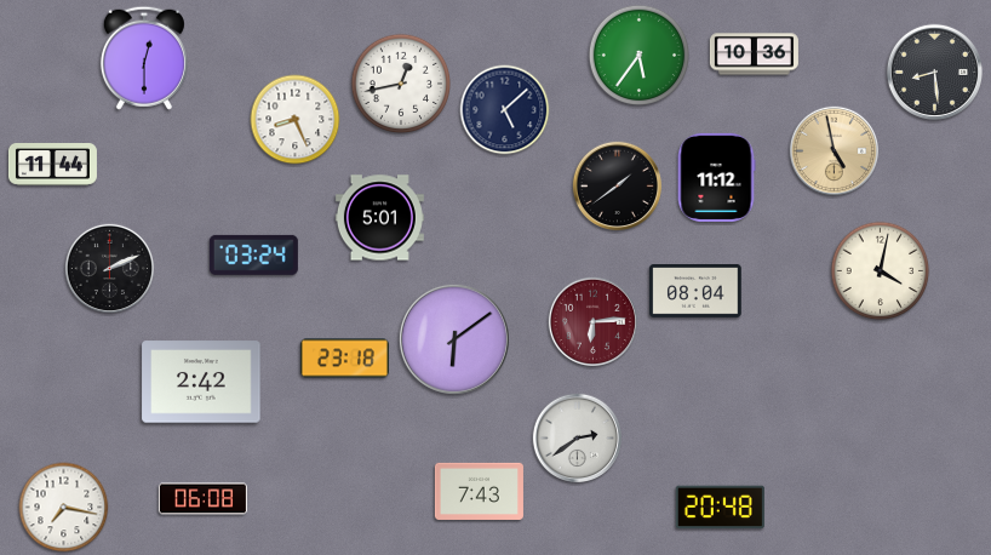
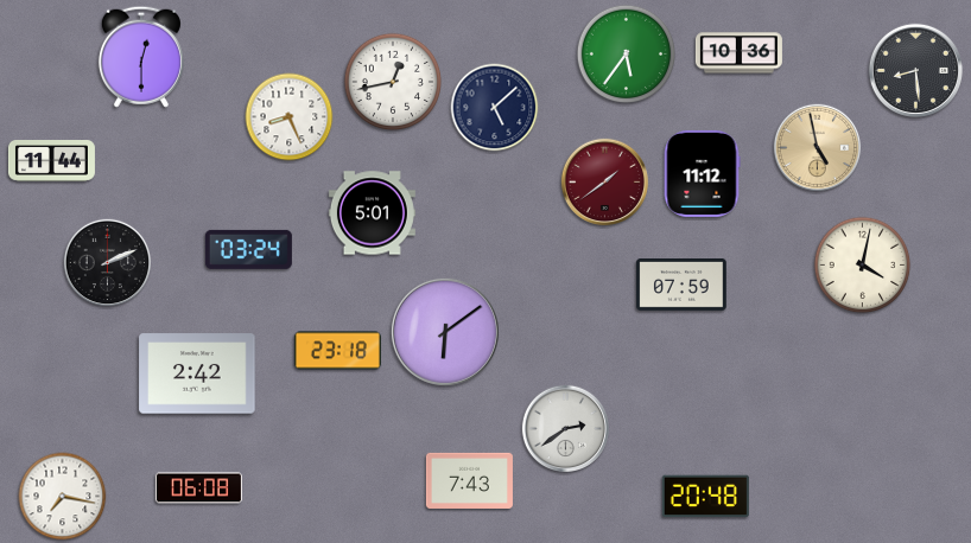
clock at (617, 185) dial: black -> burgundy
clock at (695, 292): 08:04 -> 07:59
clock at (592, 321): 6:14 -> none
